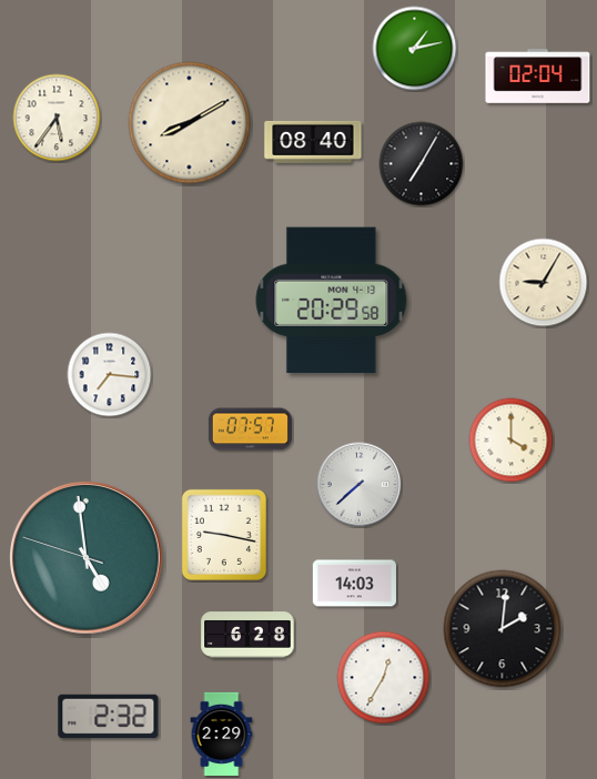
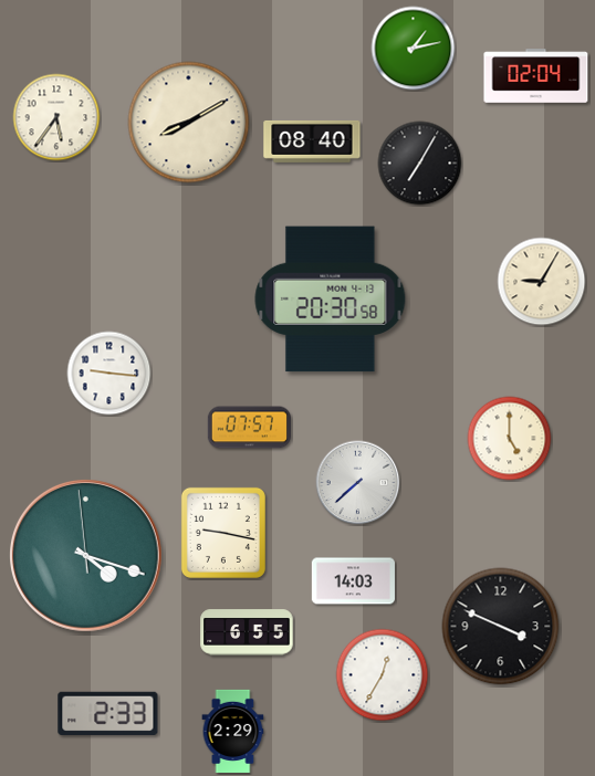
clock at (332, 301): 20:29 -> 20:30
clock at (110, 375): 7:16 -> 9:16
clock at (512, 441): 4:00 -> 5:00
clock at (87, 558): 4:58 -> 4:17
clock at (503, 629): 2:01 -> 3:49
clock at (247, 635): 6:28 -> 6:55
clock at (109, 716): 2:32 -> 2:33
clock at (222, 734) position: (222, 734) -> (233, 731)
